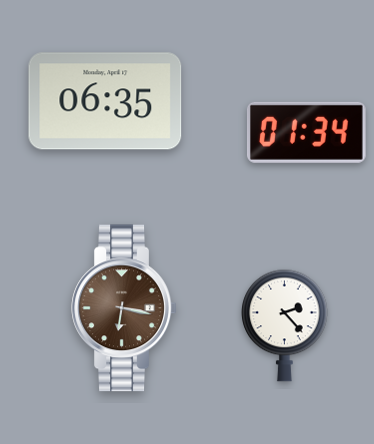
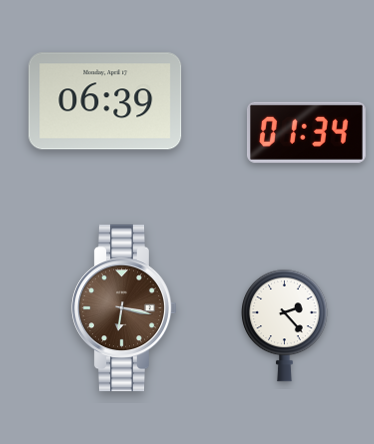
clock at (105, 101): 06:35 -> 06:39
